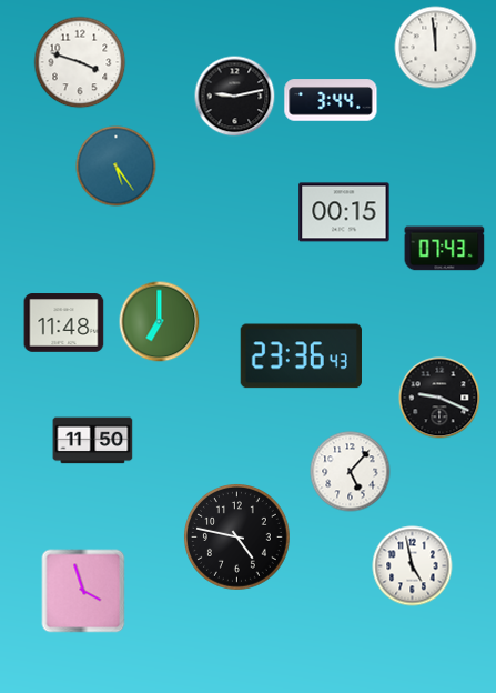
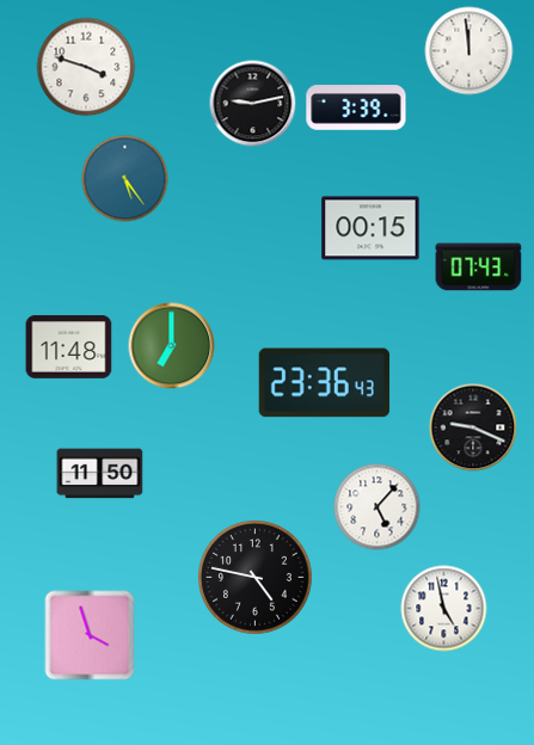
clock at (331, 100): 3:44 -> 3:39
